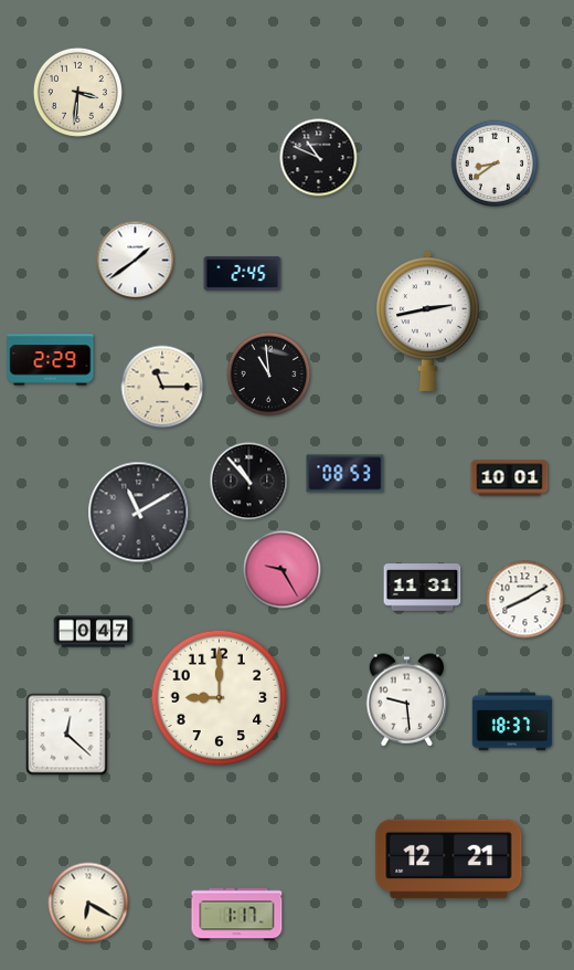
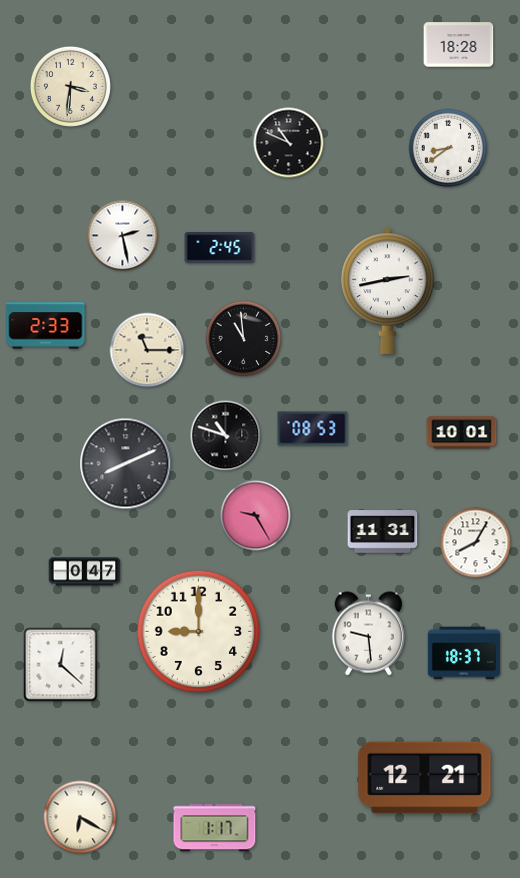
clock at (459, 45): none -> 18:28
clock at (77, 92) position: (77, 92) -> (70, 86)
clock at (136, 261): 1:39 -> 2:28
clock at (51, 360): 2:29 -> 2:33
clock at (249, 482): 10:53 -> 10:48
clock at (139, 513): 11:10 -> 8:11
clock at (525, 600): 8:10 -> 8:05
clock at (449, 860) position: (449, 860) -> (425, 778)
